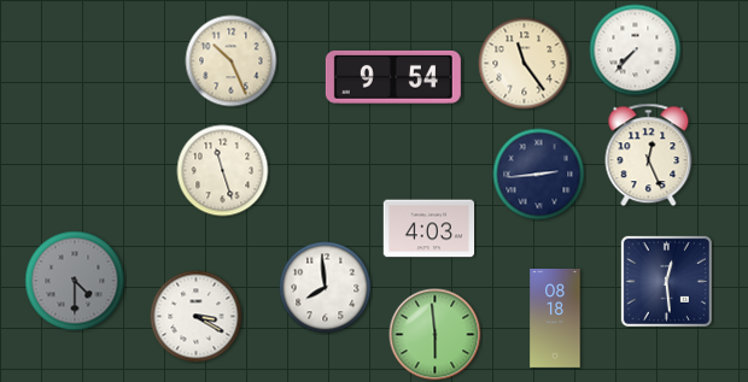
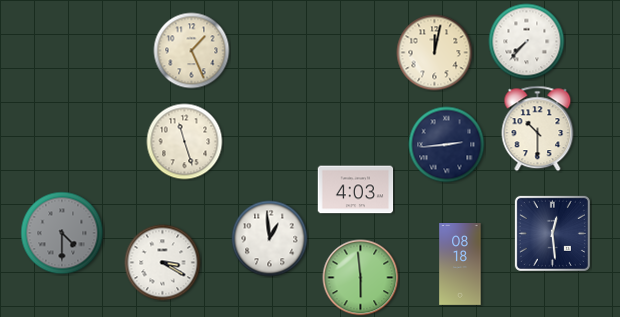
clock at (232, 61): 10:26 -> 1:26
clock at (525, 64): 11:24 -> 12:02
clock at (393, 77): 9:54 -> none
clock at (649, 155): 12:26 -> 10:30
clock at (326, 288): 7:59 -> 12:59
